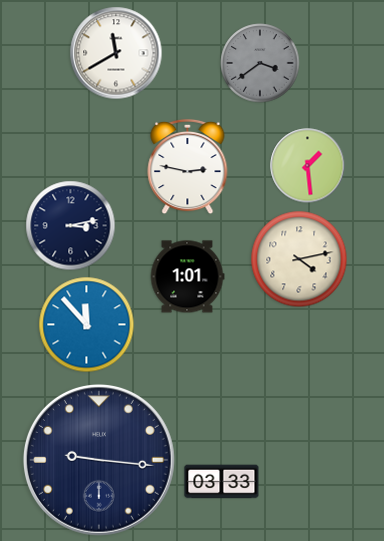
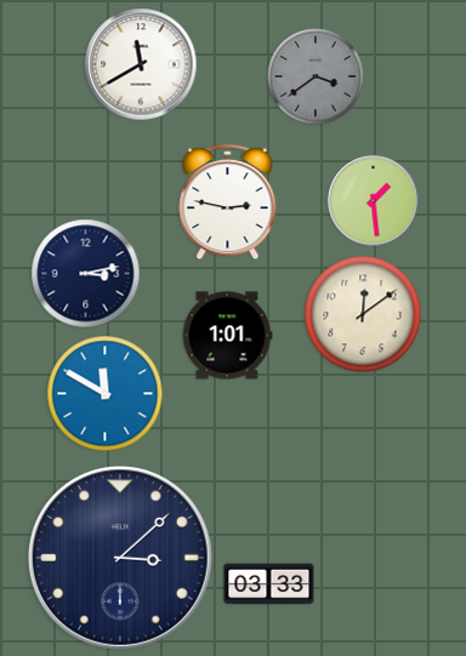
clock at (299, 259): 4:13 -> 12:09
clock at (87, 325): 11:53 -> 11:50
clock at (99, 460): 9:16 -> 3:08
